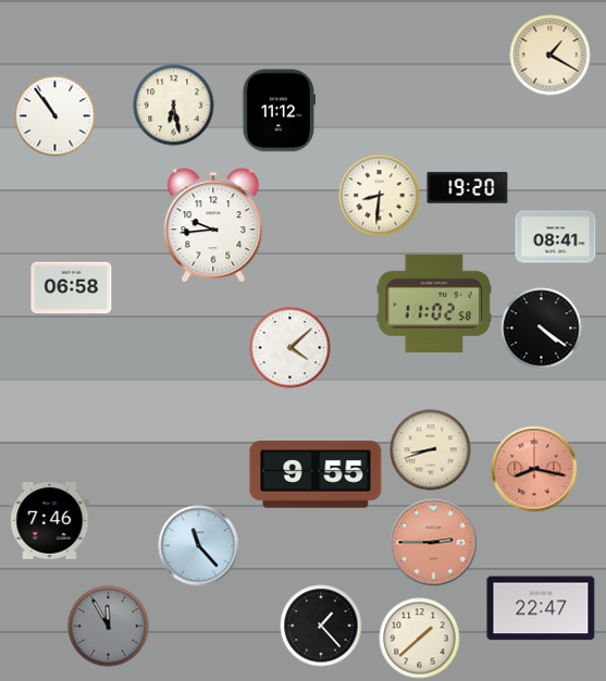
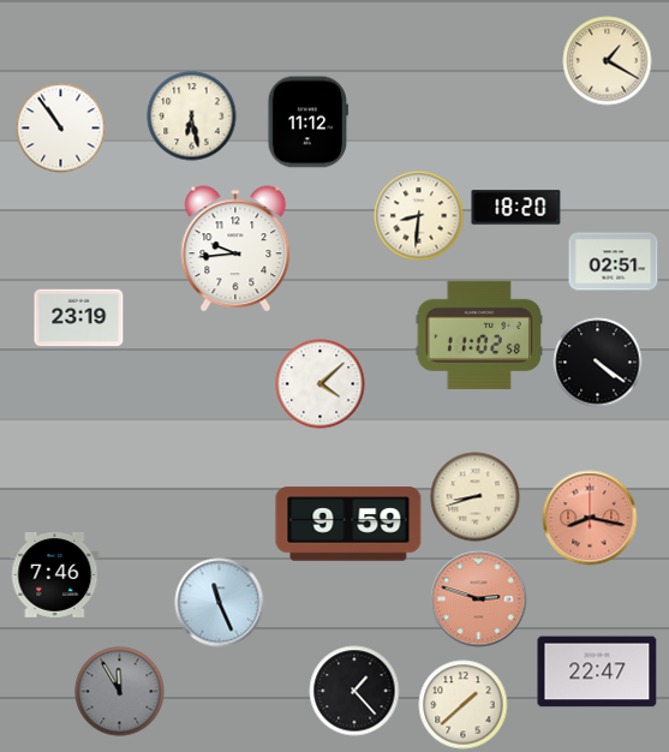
clock at (468, 188): 19:20 -> 18:20
clock at (556, 237): 08:41 -> 02:51
clock at (72, 288): 06:58 -> 23:19
clock at (316, 474): 9:55 -> 9:59
clock at (434, 543): 2:45 -> 2:48
clock at (199, 546): 11:23 -> 11:26
